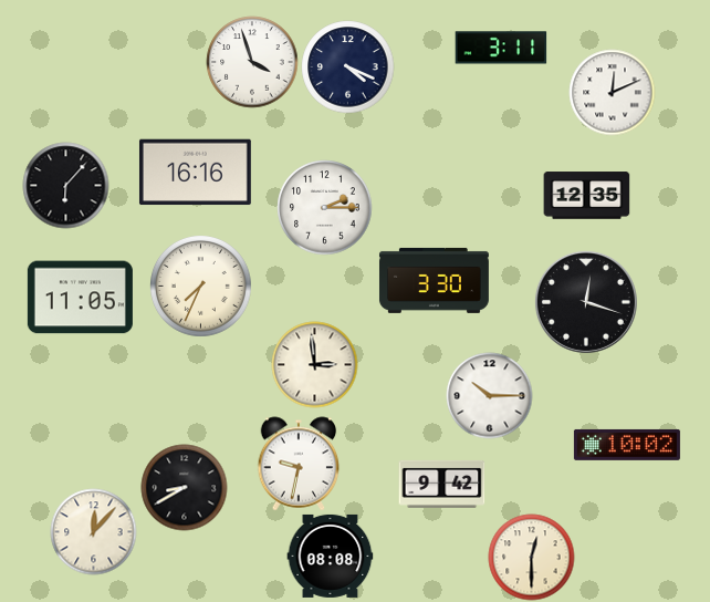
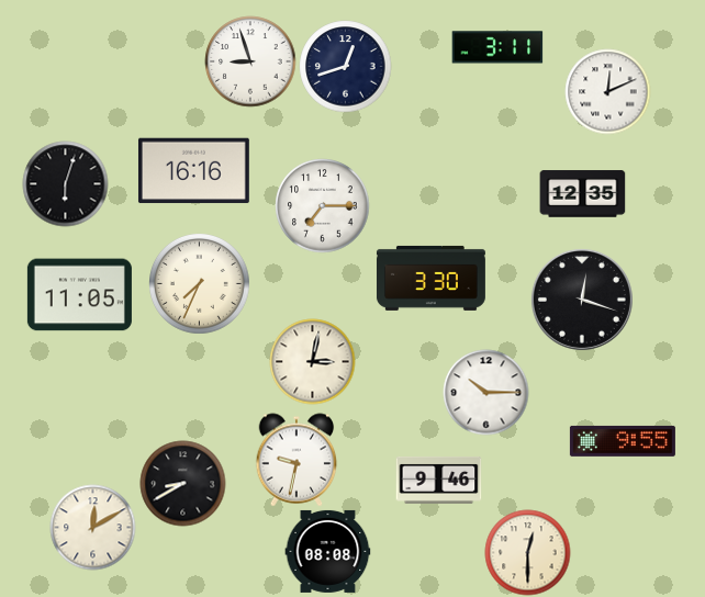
clock at (252, 62): 3:57 -> 8:57
clock at (347, 66): 4:19 -> 12:42
clock at (65, 185): 6:07 -> 6:03
clock at (324, 207): 2:15 -> 7:15
clock at (314, 364): 2:59 -> 3:02
clock at (627, 445): 10:02 -> 9:55
clock at (441, 484): 9:42 -> 9:46
clock at (93, 531): 12:07 -> 12:10
